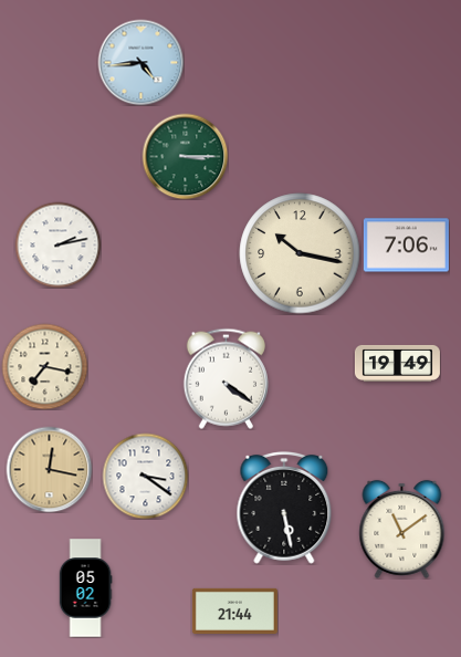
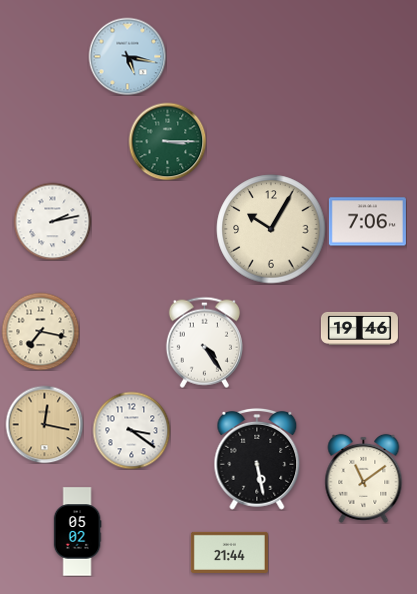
clock at (140, 62): 4:44 -> 5:17
clock at (300, 253): 10:17 -> 10:05
clock at (397, 363): 19:49 -> 19:46
clock at (226, 378): 4:21 -> 4:24
clock at (234, 611) position: (234, 611) -> (229, 552)
